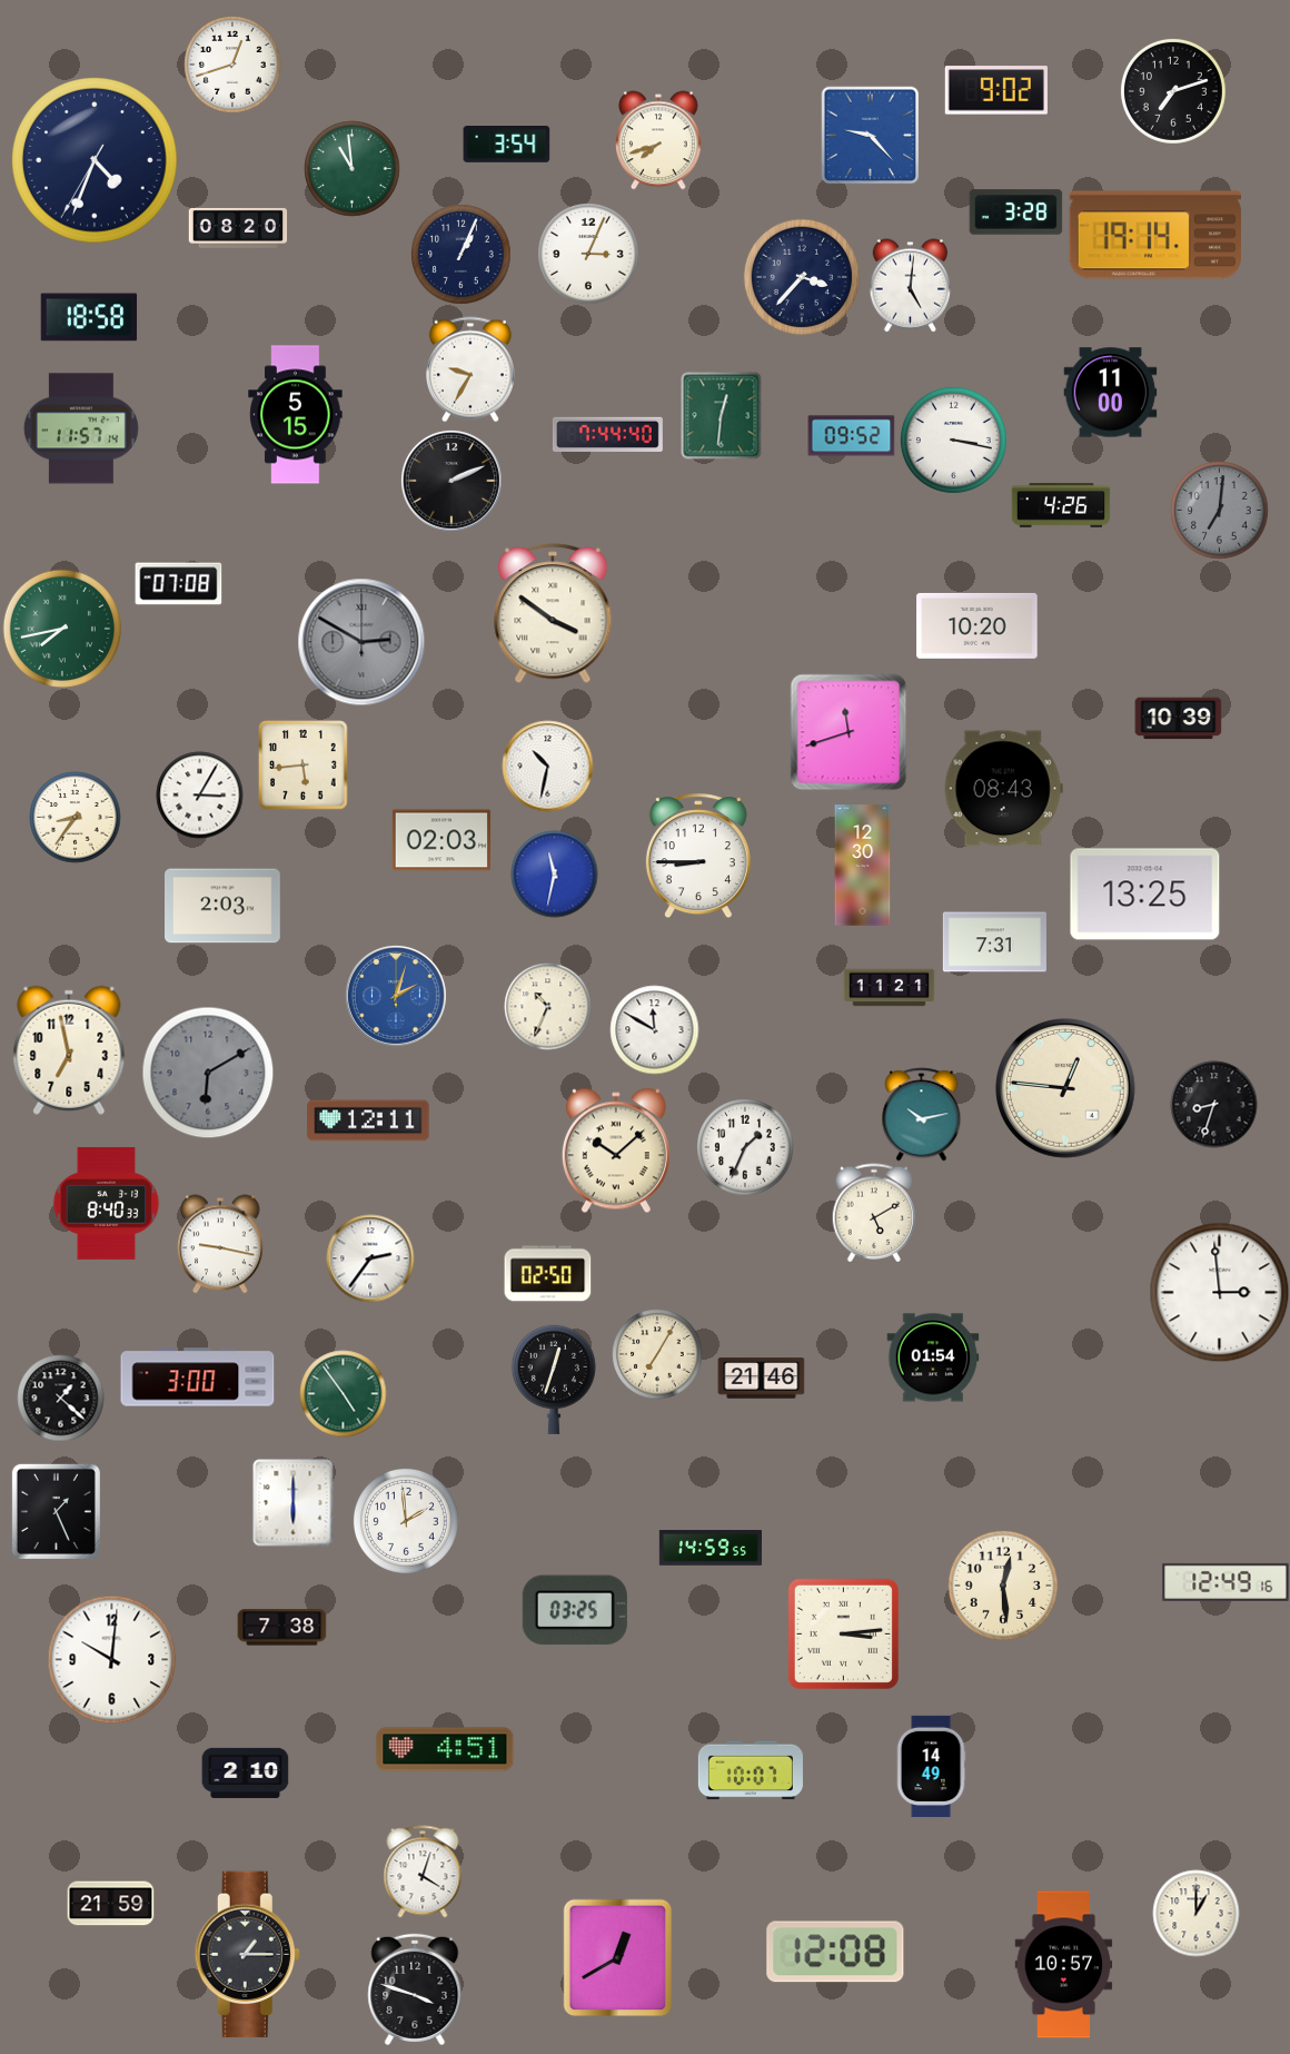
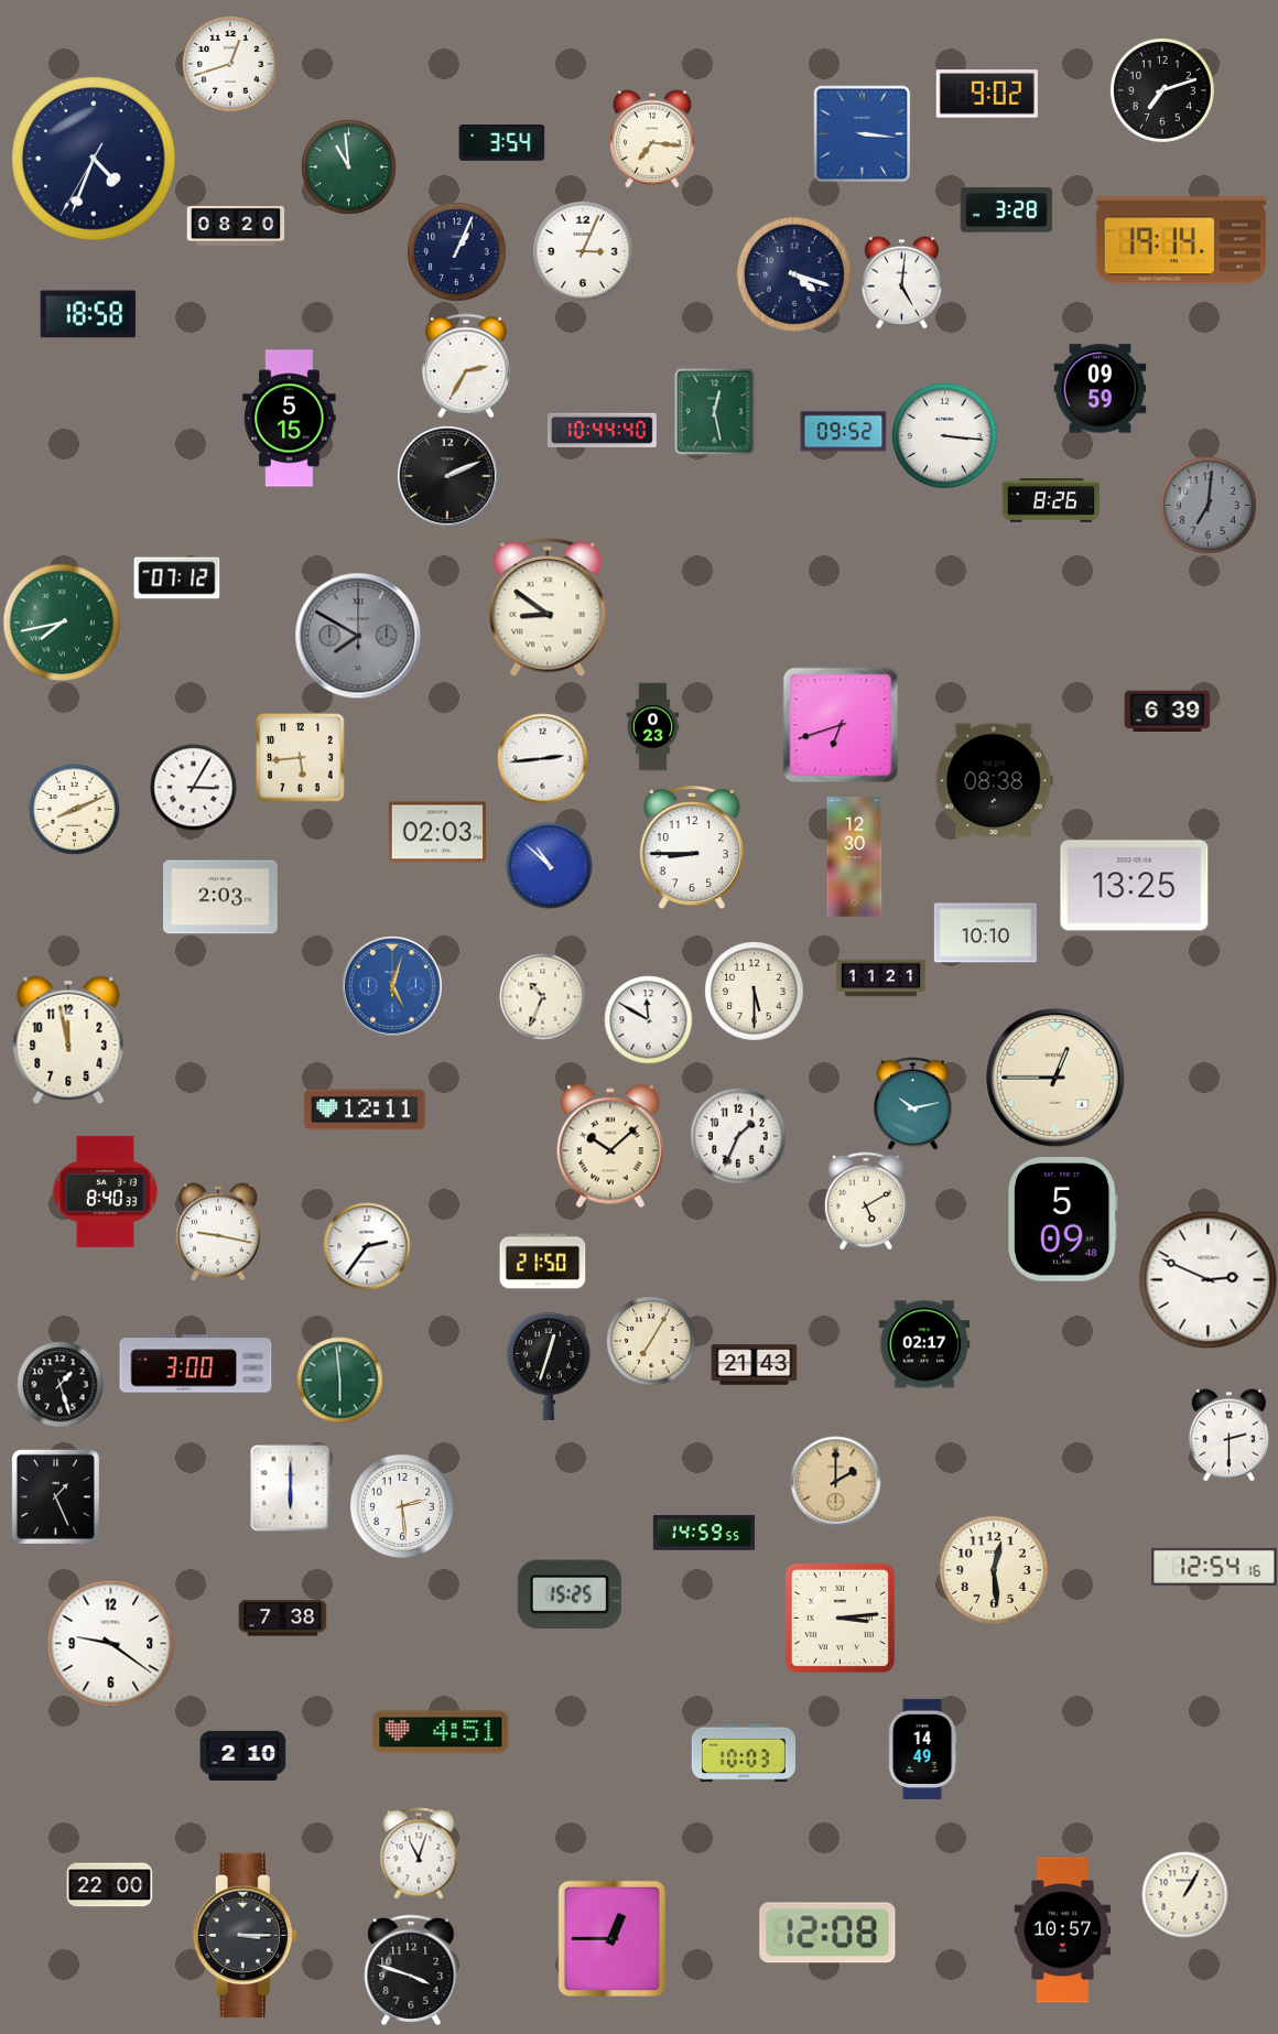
clock at (996, 90) position: (996, 90) -> (987, 94)
clock at (870, 135): 9:23 -> 3:16
clock at (658, 140): 7:42 -> 7:16
clock at (1155, 235) position: (1155, 235) -> (1181, 240)
clock at (801, 276): 3:37 -> 4:18
clock at (470, 369): 9:35 -> 2:35
clock at (1110, 393): 11:00 -> 09:59
clock at (296, 415) position: (296, 415) -> (290, 419)
clock at (722, 415): 12:31 -> 12:28
clock at (81, 428): 11:57 -> none
clock at (607, 434): 7:44 -> 10:44
clock at (953, 440): 3:17 -> 3:16
clock at (1061, 505): 4:26 -> 8:26
clock at (178, 584): 07:08 -> 07:12
clock at (553, 613): 3:51 -> 8:51
clock at (978, 625): 10:20 -> none
clock at (361, 642): 2:50 -> 7:50
clock at (1178, 719): 10:39 -> 6:39
clock at (849, 732): 11:42 -> 6:42
clock at (653, 726): none -> 0:23
clock at (547, 766): 10:32 -> 2:44
clock at (1003, 789): 08:43 -> 08:38
clock at (199, 794) position: (199, 794) -> (193, 787)
clock at (75, 817): 8:36 -> 8:11
clock at (554, 873): 11:32 -> 10:52
clock at (994, 942): 7:31 -> 10:10
clock at (396, 996): 2:03 -> 5:03
clock at (755, 992): none -> 5:30
clock at (69, 1050): 6:58 -> 11:58
clock at (208, 1073): 6:10 -> none
clock at (1066, 1089): 12:46 -> 12:45
clock at (1213, 1104): 8:33 -> none
clock at (616, 1151) position: (616, 1151) -> (610, 1146)
clock at (1063, 1220): none -> 5:09
clock at (547, 1274): 02:50 -> 21:50
clock at (1219, 1292): 2:59 -> 2:49
clock at (933, 1357): 01:54 -> 02:17
clock at (761, 1379): 21:46 -> 21:43
clock at (343, 1393): 4:54 -> 5:59
clock at (60, 1398): 1:22 -> 1:27
clock at (1228, 1435): none -> 2:30
clock at (835, 1481): none -> 2:00
clock at (406, 1521): 1:59 -> 2:29
clock at (1225, 1582): 12:49 -> 12:54
clock at (575, 1610): 03:25 -> 15:25
clock at (281, 1628) position: (281, 1628) -> (282, 1619)
clock at (843, 1633) position: (843, 1633) -> (840, 1618)
clock at (111, 1659): 10:01 -> 9:21
clock at (751, 1770): 10:07 -> 10:03
clock at (423, 1872): 4:03 -> 11:03
clock at (110, 1904): 21:59 -> 22:00
clock at (1195, 1913): 1:00 -> 1:05
clock at (247, 1955): 1:15 -> 3:15
clock at (618, 1957): 12:40 -> 12:45
clock at (1064, 1965) position: (1064, 1965) -> (1063, 1930)
